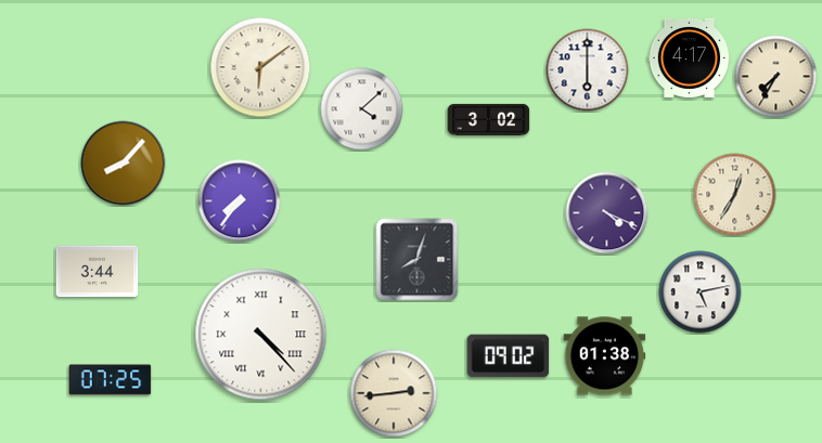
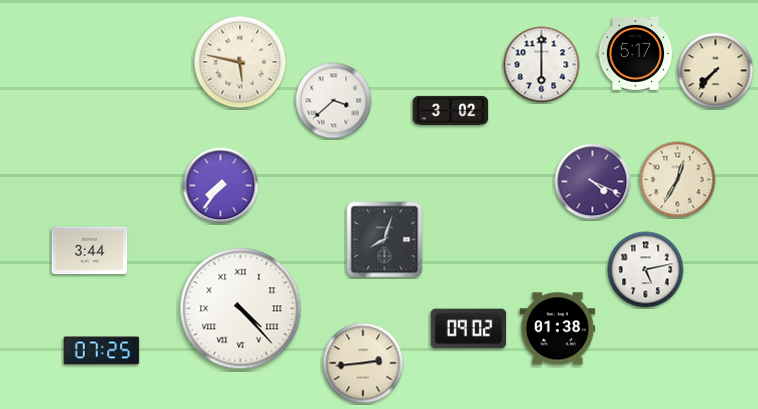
clock at (690, 57): 4:17 -> 5:17
clock at (260, 67): 6:09 -> 5:47
clock at (776, 77): 7:35 -> 7:37
clock at (362, 109): 4:08 -> 3:38
clock at (124, 164): 8:07 -> none
clock at (607, 213) position: (607, 213) -> (593, 182)
